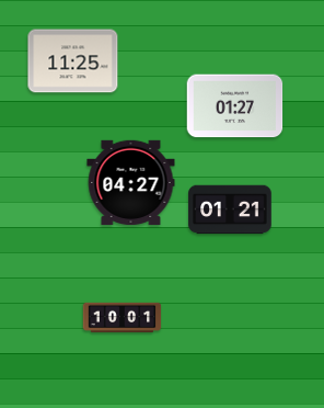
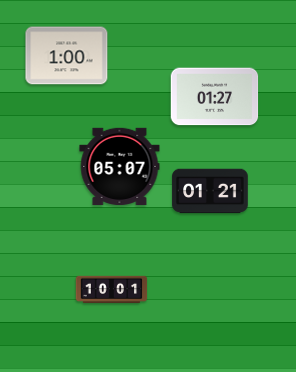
clock at (73, 61): 11:25 -> 1:00
clock at (131, 182): 04:27 -> 05:07
